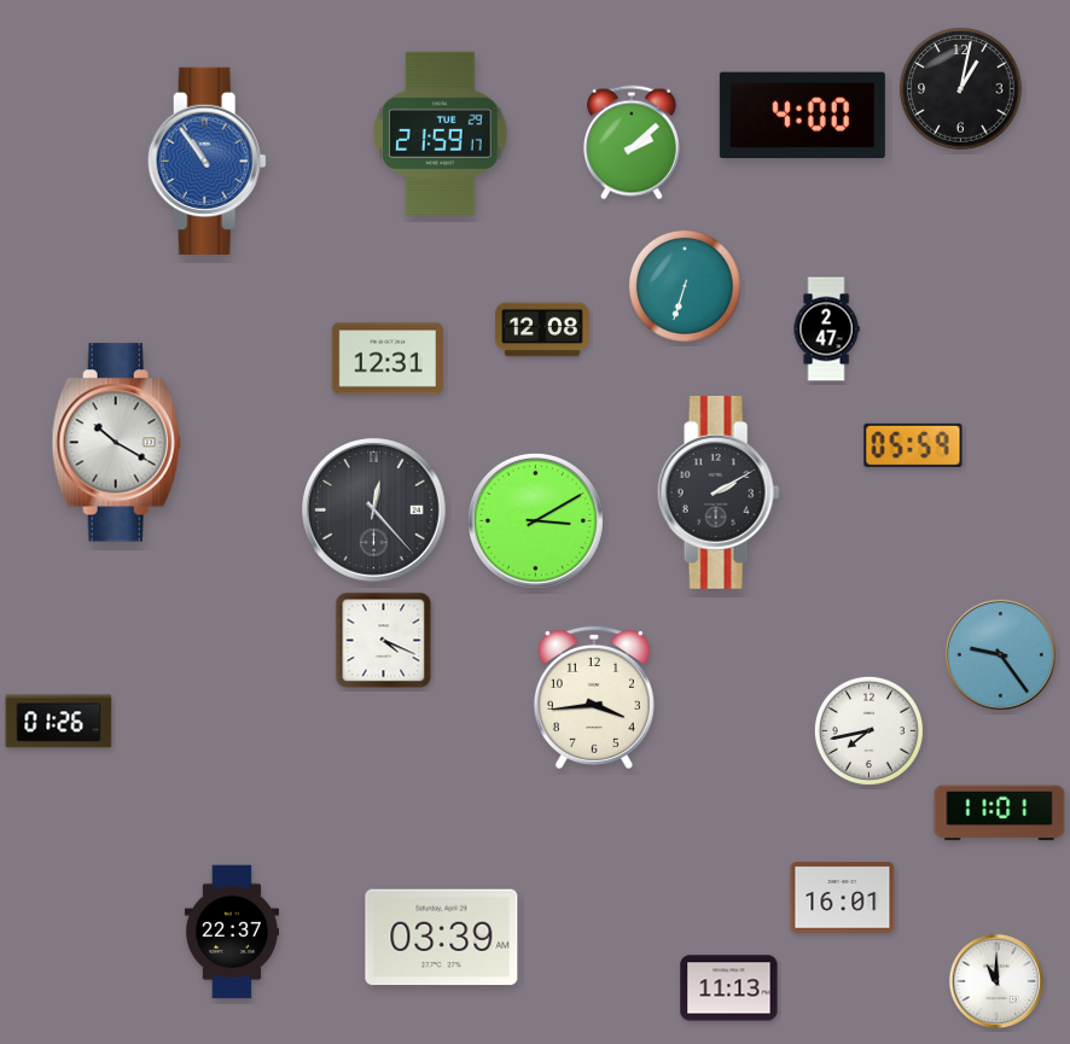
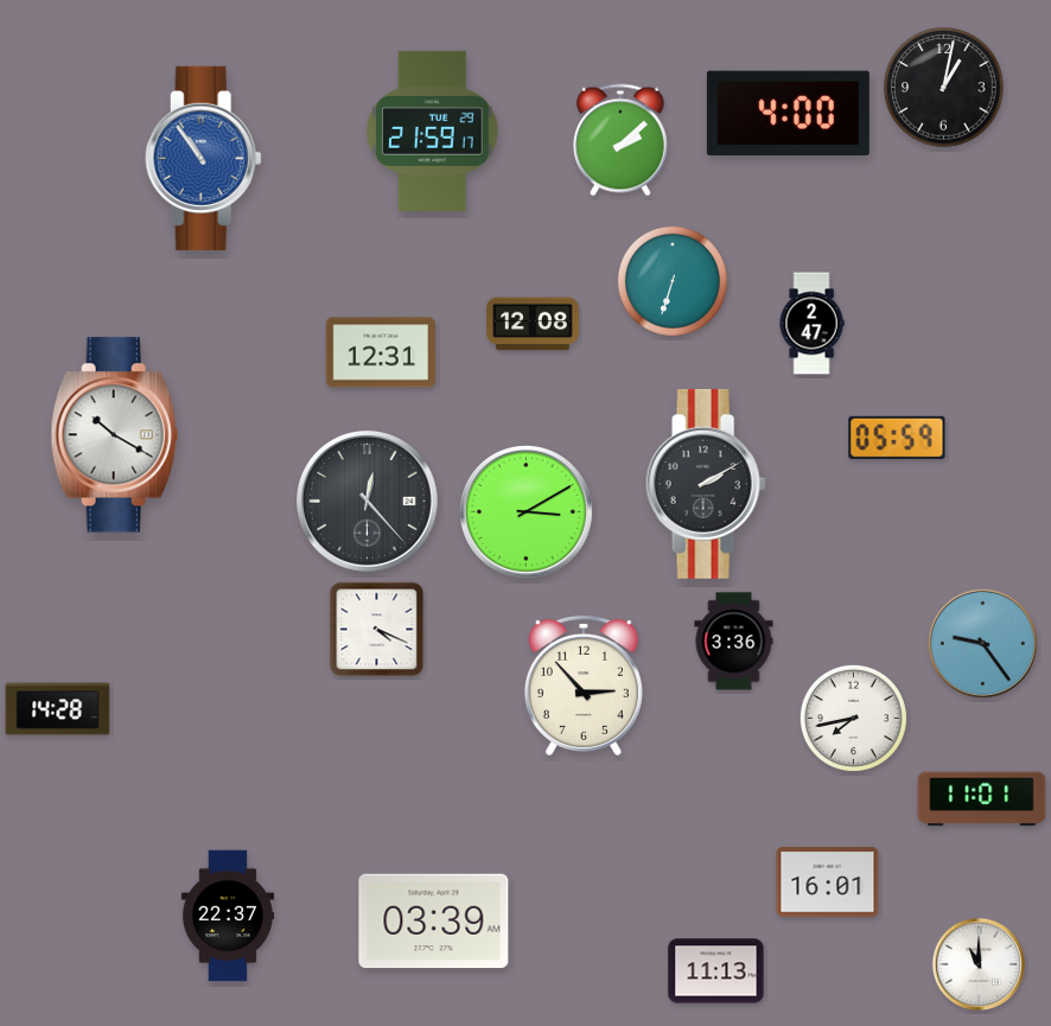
clock at (734, 642): none -> 3:36
clock at (594, 698): 3:44 -> 2:53
clock at (59, 722): 01:26 -> 14:28
